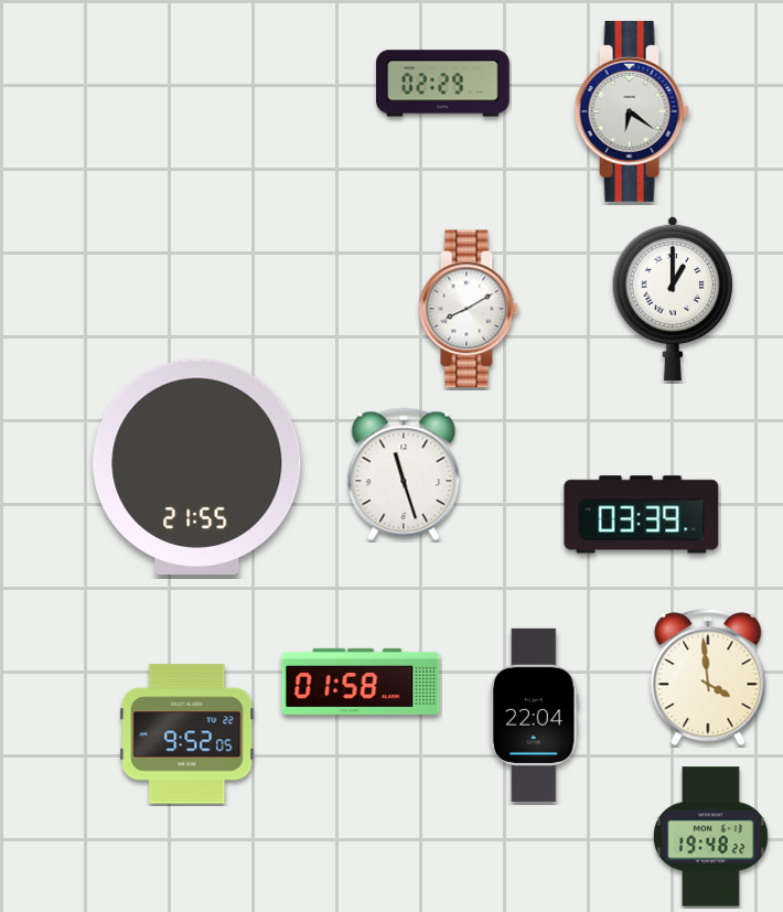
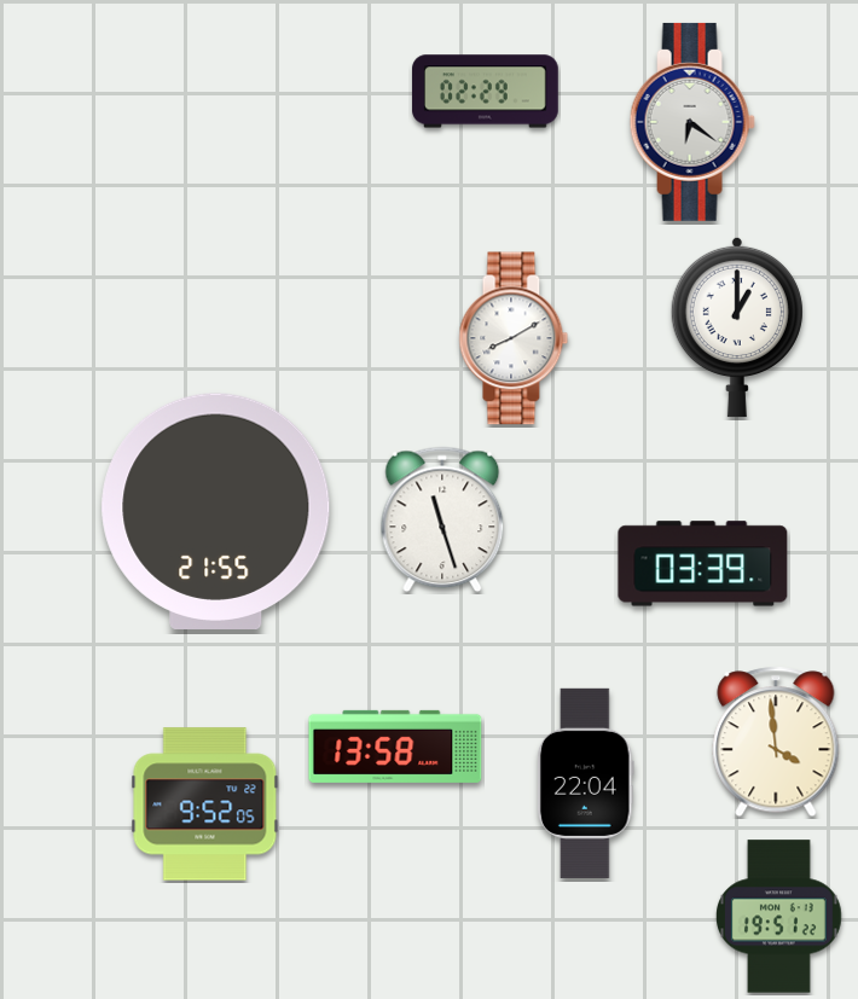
clock at (361, 682): 01:58 -> 13:58
clock at (711, 837): 19:48 -> 19:51
